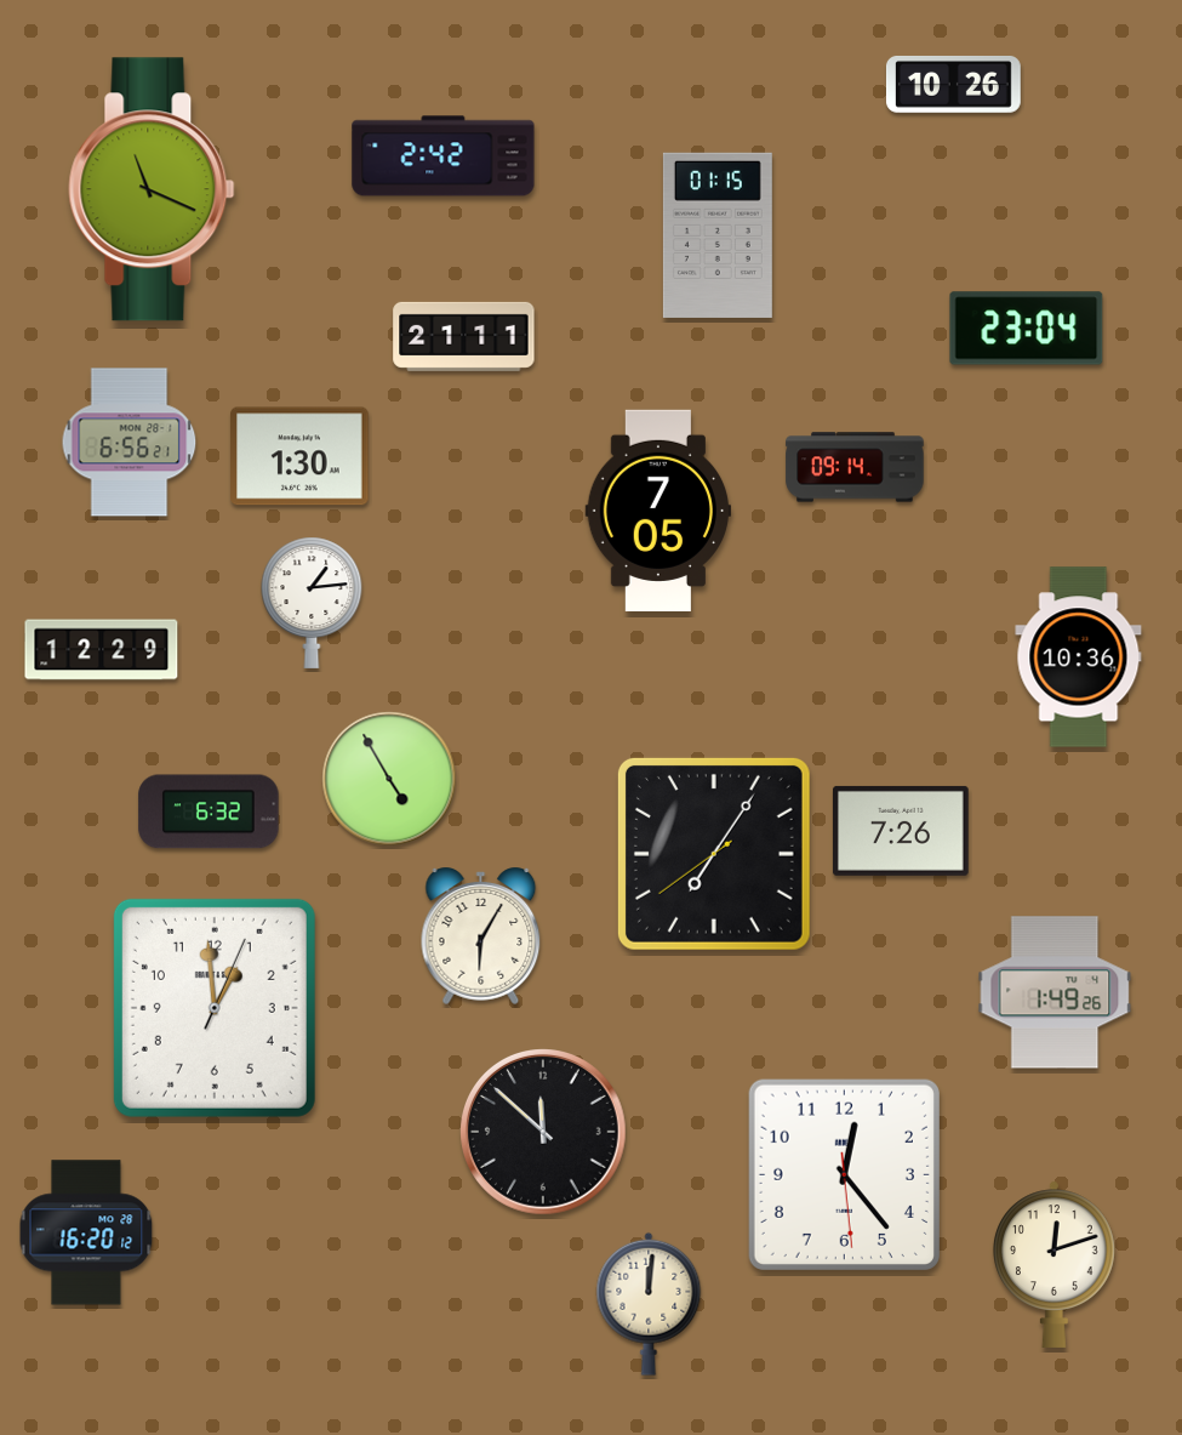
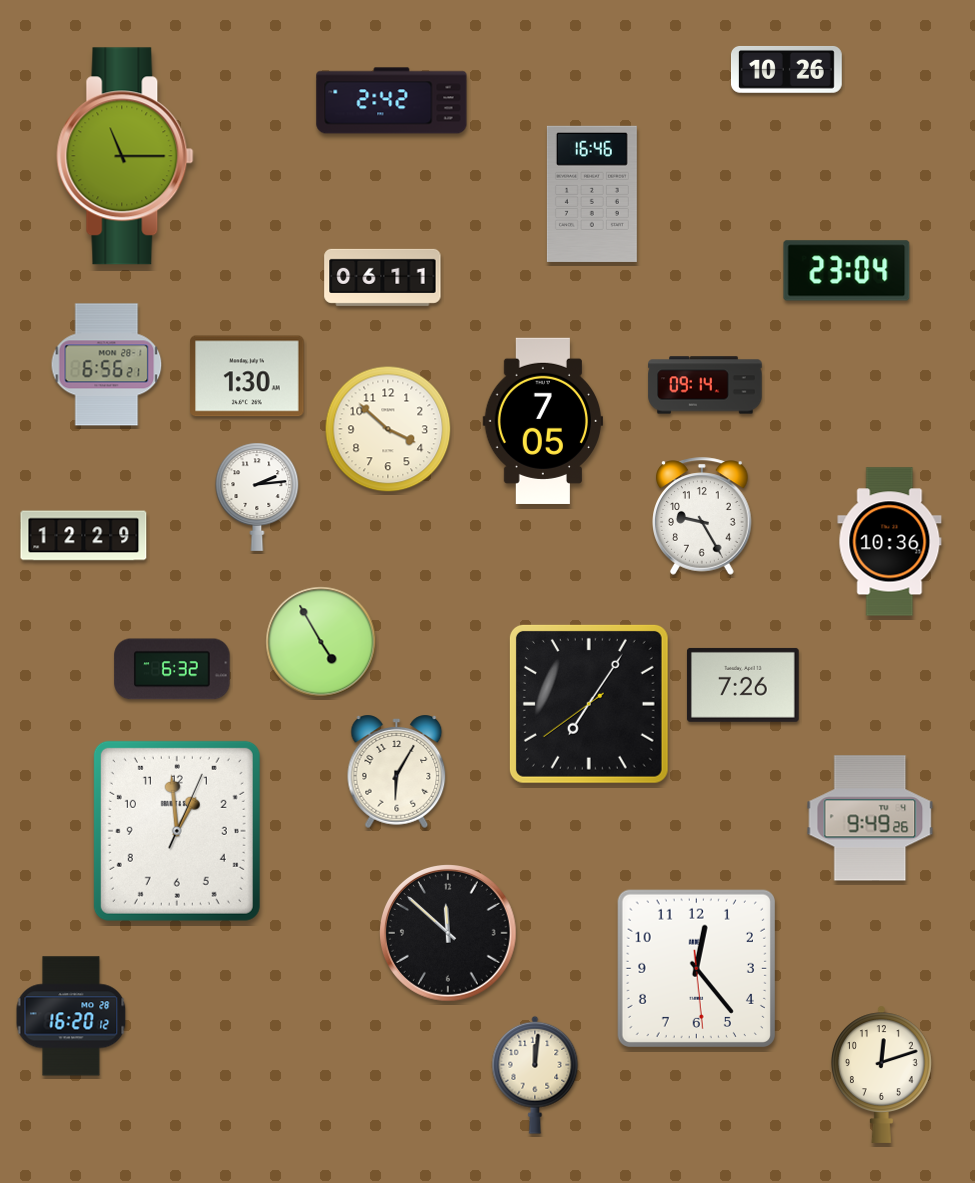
clock at (444, 156) position: (444, 156) -> (392, 101)
clock at (152, 189): 11:19 -> 11:15
clock at (718, 235): 01:15 -> 16:46
clock at (464, 336): 21:11 -> 06:11
clock at (388, 429): none -> 3:52
clock at (312, 603): 1:14 -> 2:14
clock at (702, 516): none -> 9:25
clock at (1055, 992): 1:49 -> 9:49
clock at (1053, 1264) position: (1053, 1264) -> (881, 1074)
